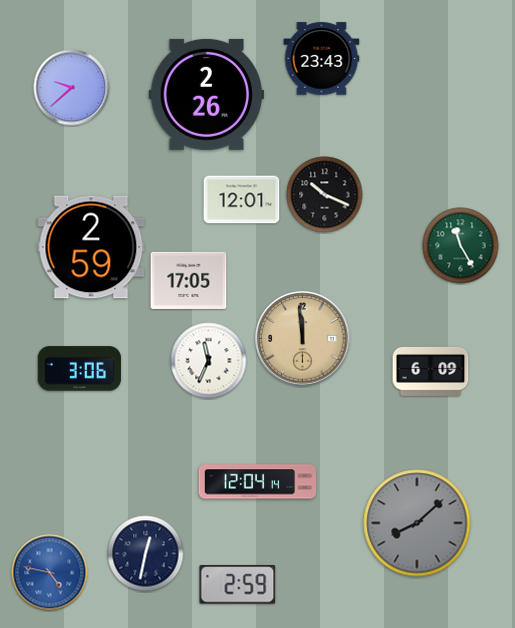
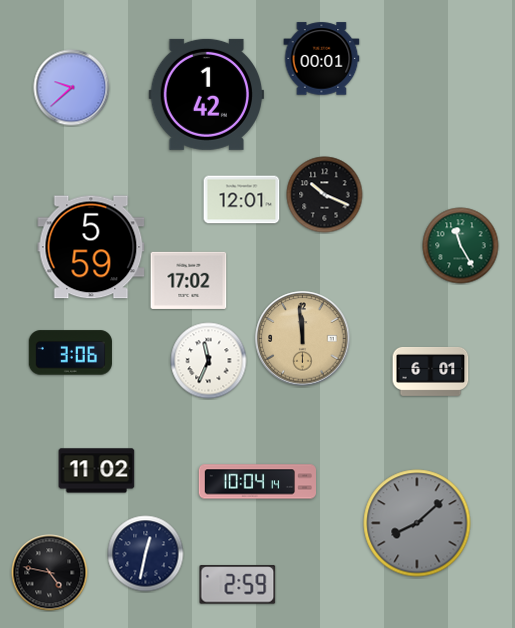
clock at (322, 59): 23:43 -> 00:01
clock at (206, 94): 2:26 -> 1:42
clock at (91, 247): 2:59 -> 5:59
clock at (189, 280): 17:05 -> 17:02
clock at (79, 369) position: (79, 369) -> (70, 353)
clock at (431, 371): 6:09 -> 6:01
clock at (97, 471): none -> 11:02
clock at (257, 482): 12:04 -> 10:04
clock at (50, 573) dial: blue -> black
